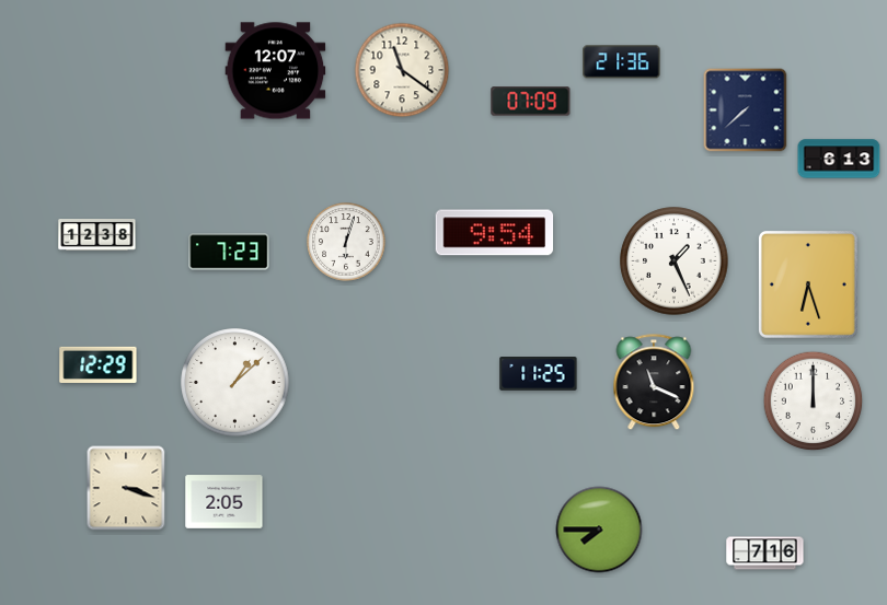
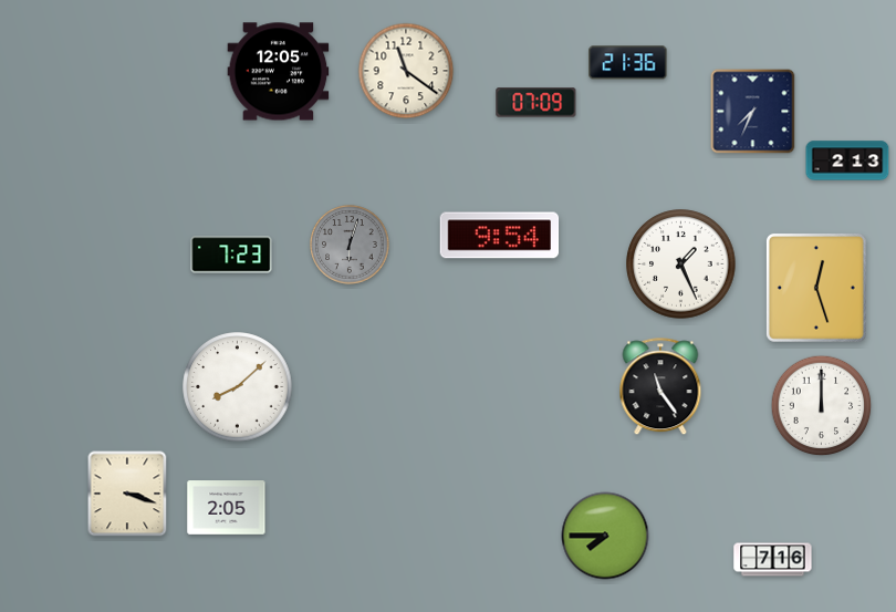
clock at (276, 71): 12:07 -> 12:05
clock at (746, 110): 7:38 -> 7:34
clock at (839, 159): 6:13 -> 2:13
clock at (97, 235): 12:38 -> none
clock at (346, 242) dial: white -> grey
clock at (808, 284): 6:27 -> 12:27
clock at (99, 364): 12:29 -> none
clock at (539, 374): 11:25 -> none
clock at (235, 383): 1:08 -> 8:08
clock at (654, 383): 11:19 -> 11:24
